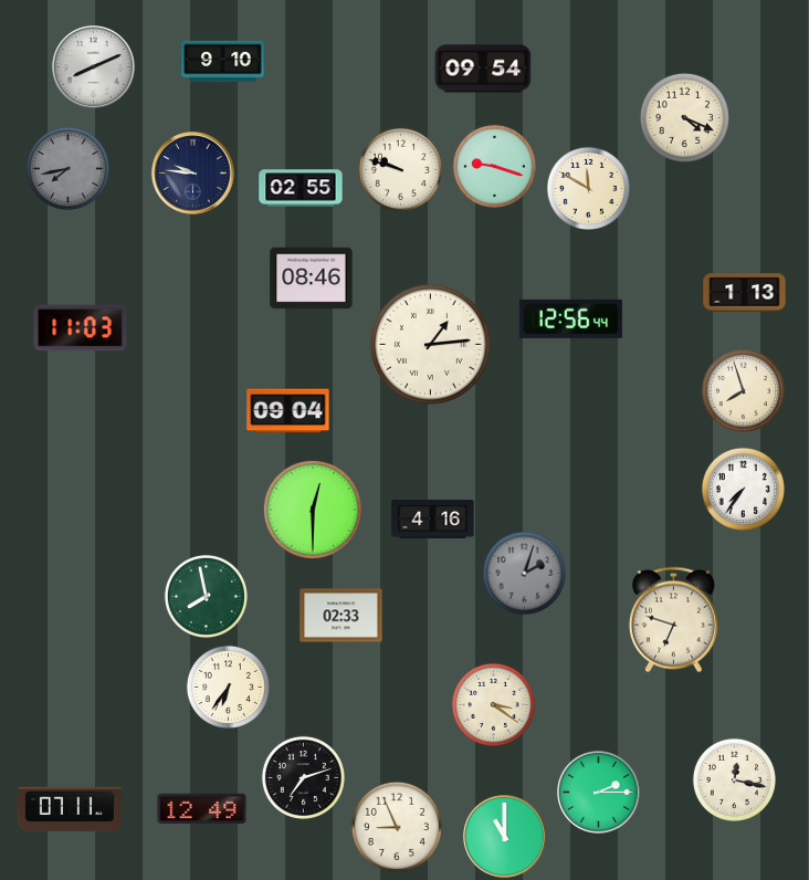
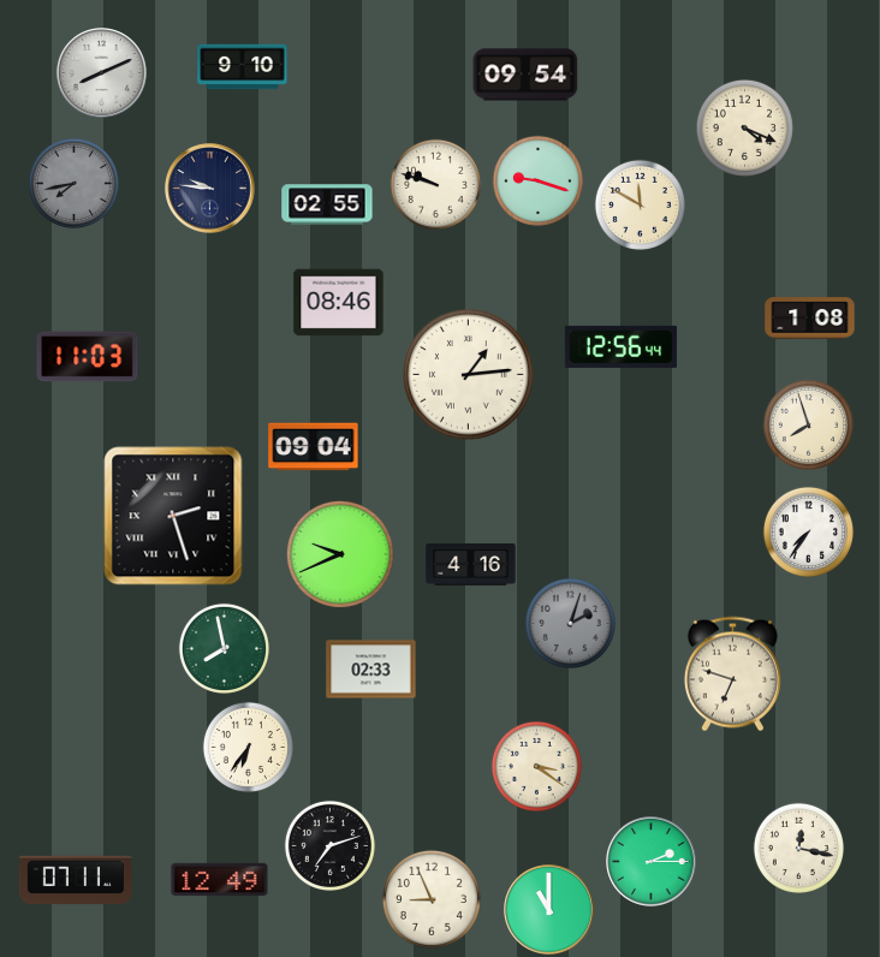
clock at (745, 293): 1:13 -> 1:08
clock at (173, 516): none -> 2:27
clock at (313, 510): 12:30 -> 9:41
